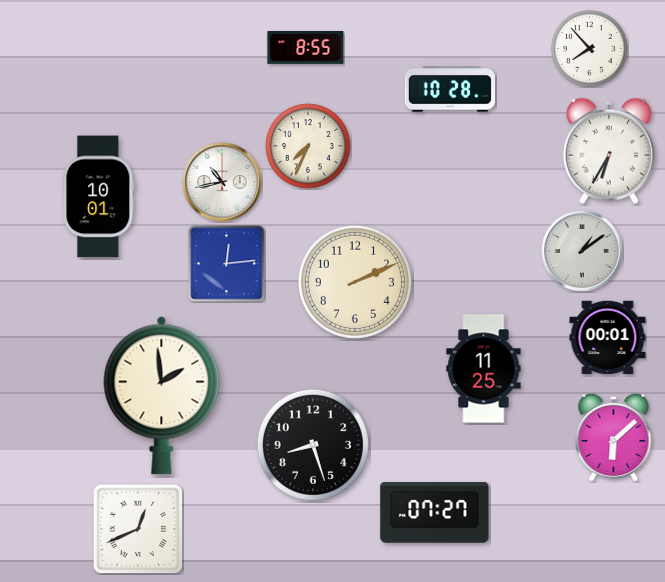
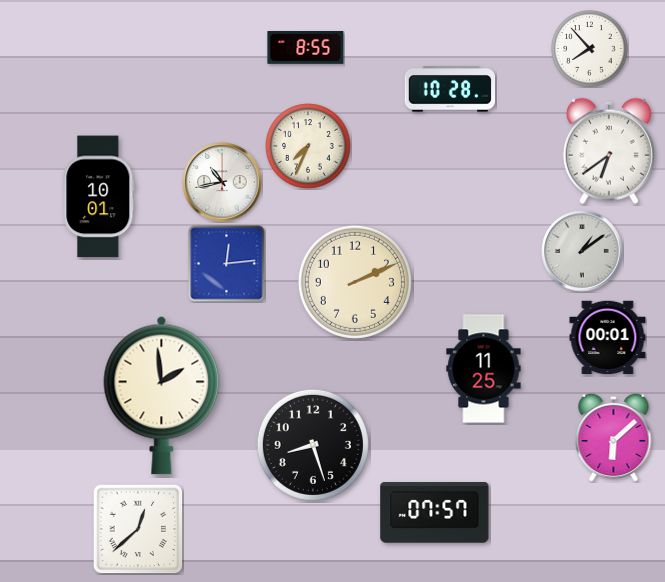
clock at (609, 151): 6:35 -> 6:39
clock at (435, 513): 07:27 -> 07:57
clock at (138, 529): 12:41 -> 12:38
